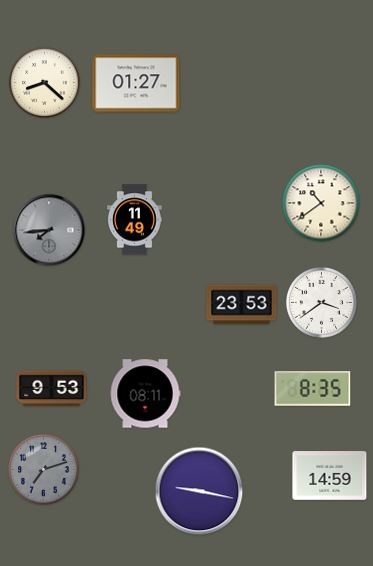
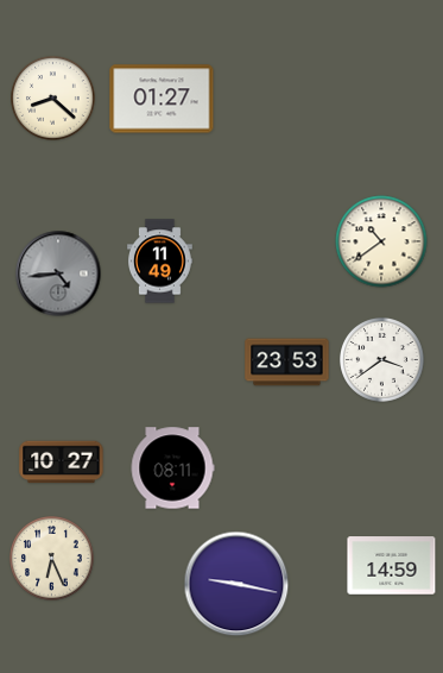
clock at (49, 230): 7:44 -> 4:44
clock at (52, 389): 9:53 -> 10:27
clock at (313, 389): 8:35 -> none
clock at (44, 470): 7:12 -> 6:26
clock at (44, 470) dial: grey -> cream
